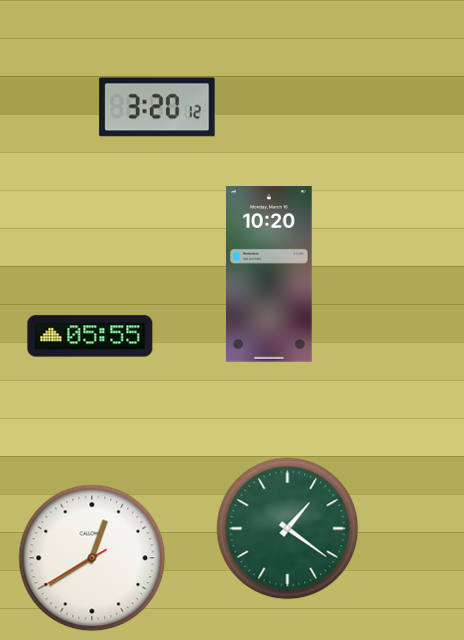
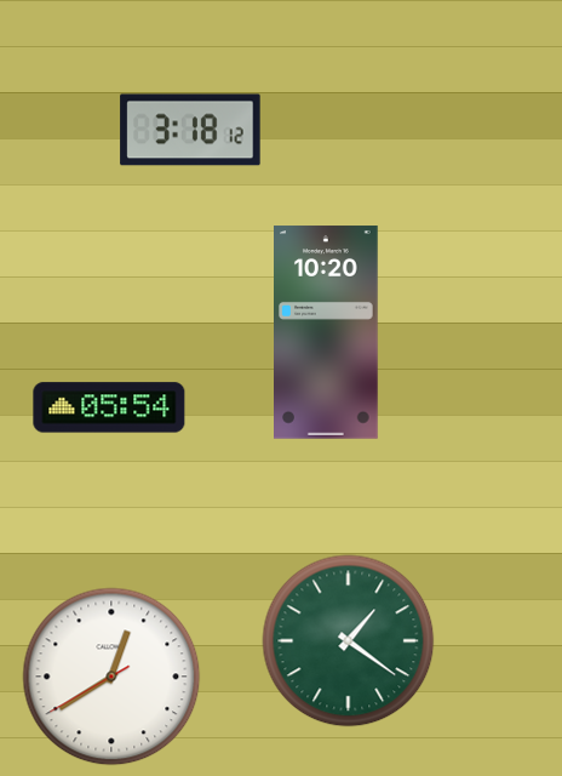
clock at (157, 107): 3:20 -> 3:18
clock at (90, 336): 05:55 -> 05:54
